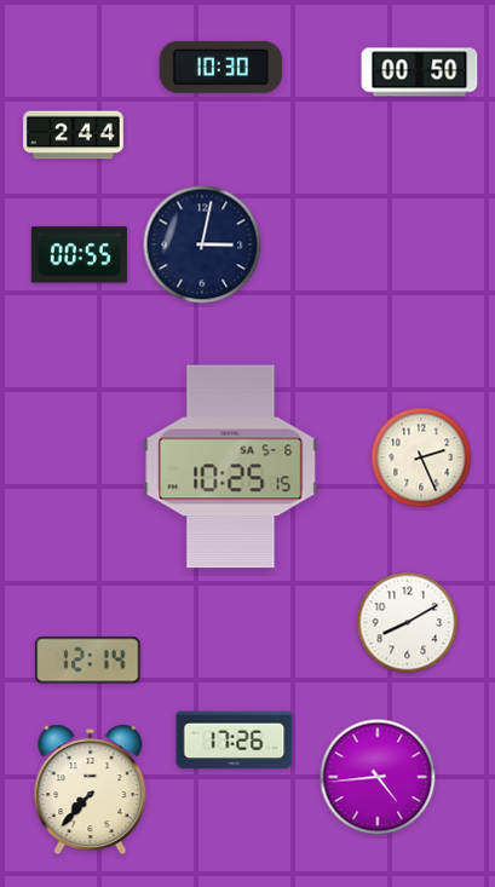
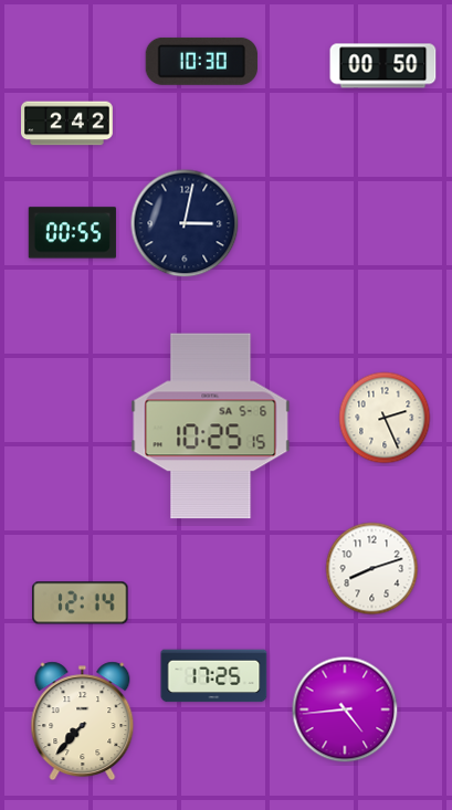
clock at (74, 136): 2:44 -> 2:42
clock at (408, 623): 8:10 -> 8:12
clock at (235, 741): 17:26 -> 17:25
